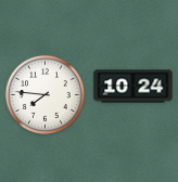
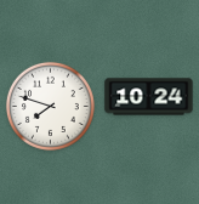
clock at (44, 94): 7:46 -> 7:48
